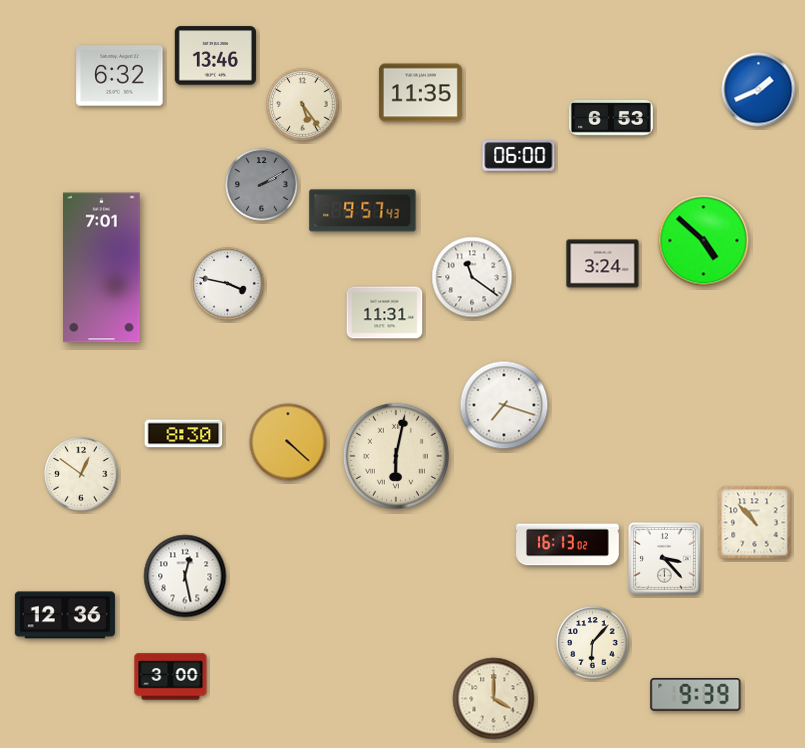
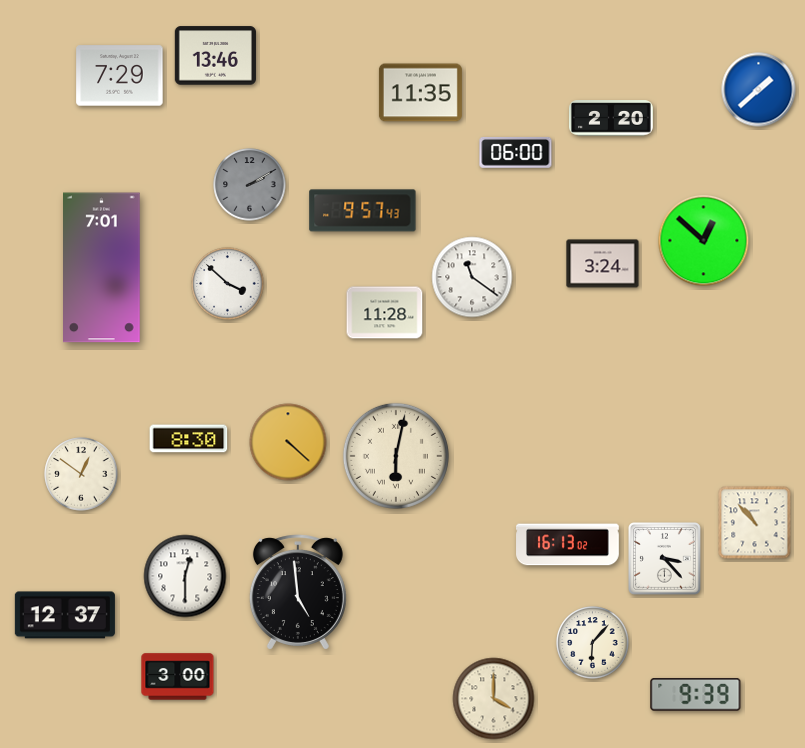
clock at (120, 76): 6:32 -> 7:29
clock at (759, 90): 1:41 -> 1:38
clock at (303, 105): 5:24 -> none
clock at (612, 118): 6:53 -> 2:20
clock at (519, 155) position: (519, 155) -> (516, 152)
clock at (262, 185) position: (262, 185) -> (250, 185)
clock at (704, 241): 4:52 -> 12:52
clock at (228, 284): 3:47 -> 3:52
clock at (385, 313): 11:31 -> 11:28
clock at (504, 405): 7:18 -> none
clock at (184, 434) position: (184, 434) -> (189, 439)
clock at (185, 576): 12:28 -> 12:30
clock at (298, 592): none -> 4:59
clock at (65, 615): 12:36 -> 12:37
clock at (171, 677) position: (171, 677) -> (178, 677)
